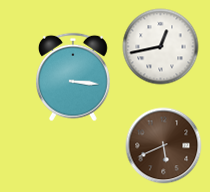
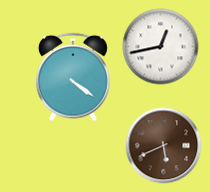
clock at (74, 77): 3:16 -> 4:21
